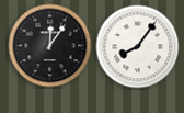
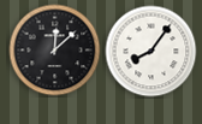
clock at (50, 46): 12:06 -> 12:08
